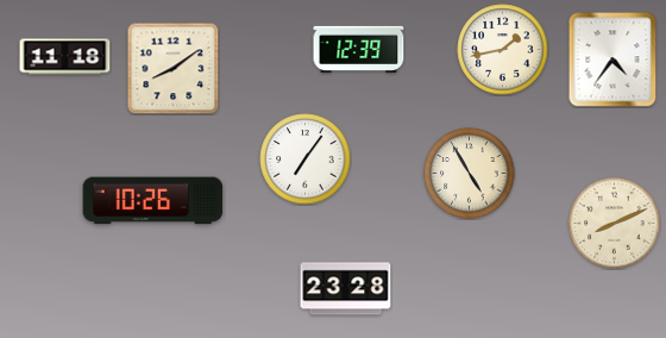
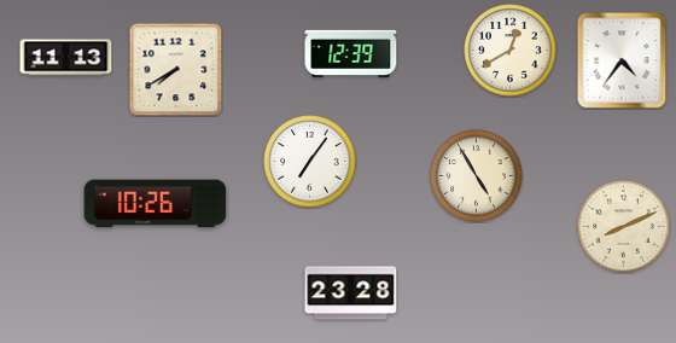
clock at (359, 49) position: (359, 49) -> (351, 53)
clock at (503, 50): 1:43 -> 12:40
clock at (65, 57): 11:18 -> 11:13
clock at (172, 68): 8:09 -> 7:40
